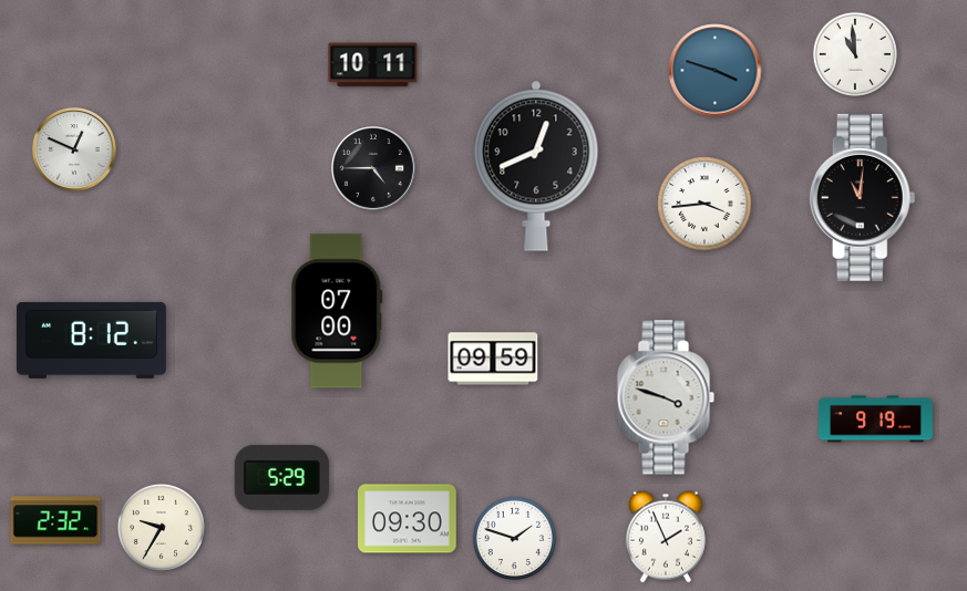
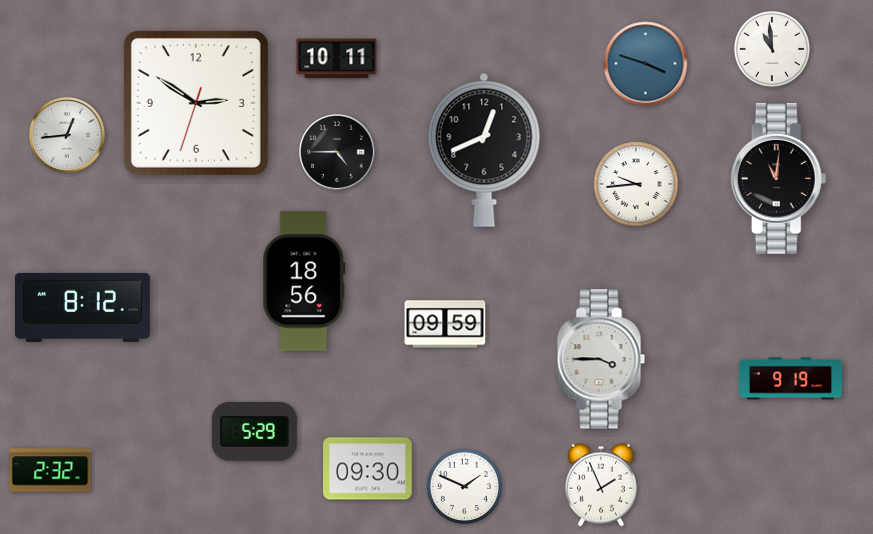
clock at (196, 103): none -> 2:50
clock at (75, 151): 12:49 -> 12:44
clock at (704, 204): 3:44 -> 9:44
clock at (337, 311): 07:00 -> 18:56
clock at (666, 397): 3:48 -> 3:45
clock at (161, 527): 9:35 -> none
clock at (514, 538): 1:48 -> 1:49
